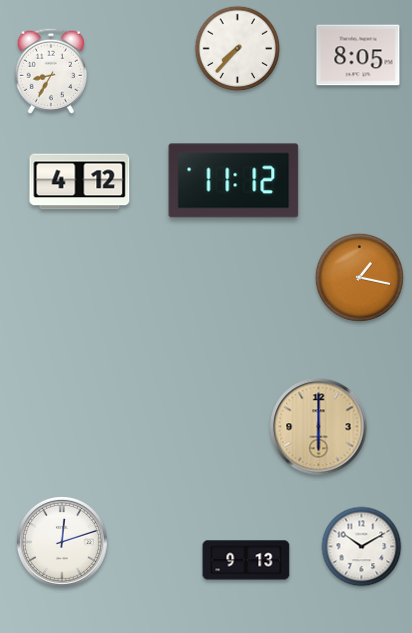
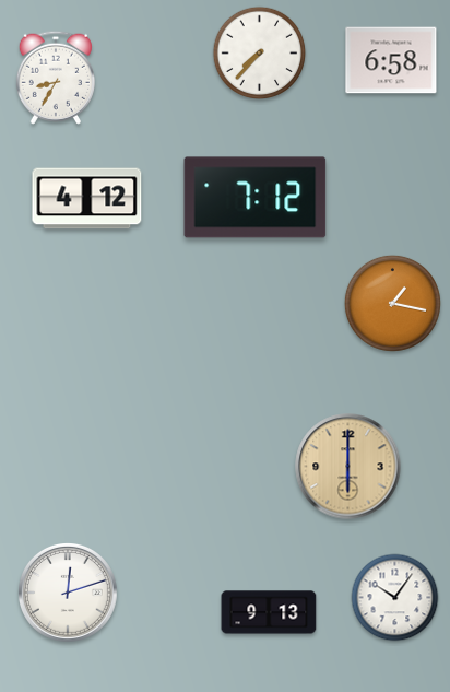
clock at (358, 55): 8:05 -> 6:58
clock at (234, 181): 11:12 -> 7:12
clock at (362, 547): 10:10 -> 10:06
